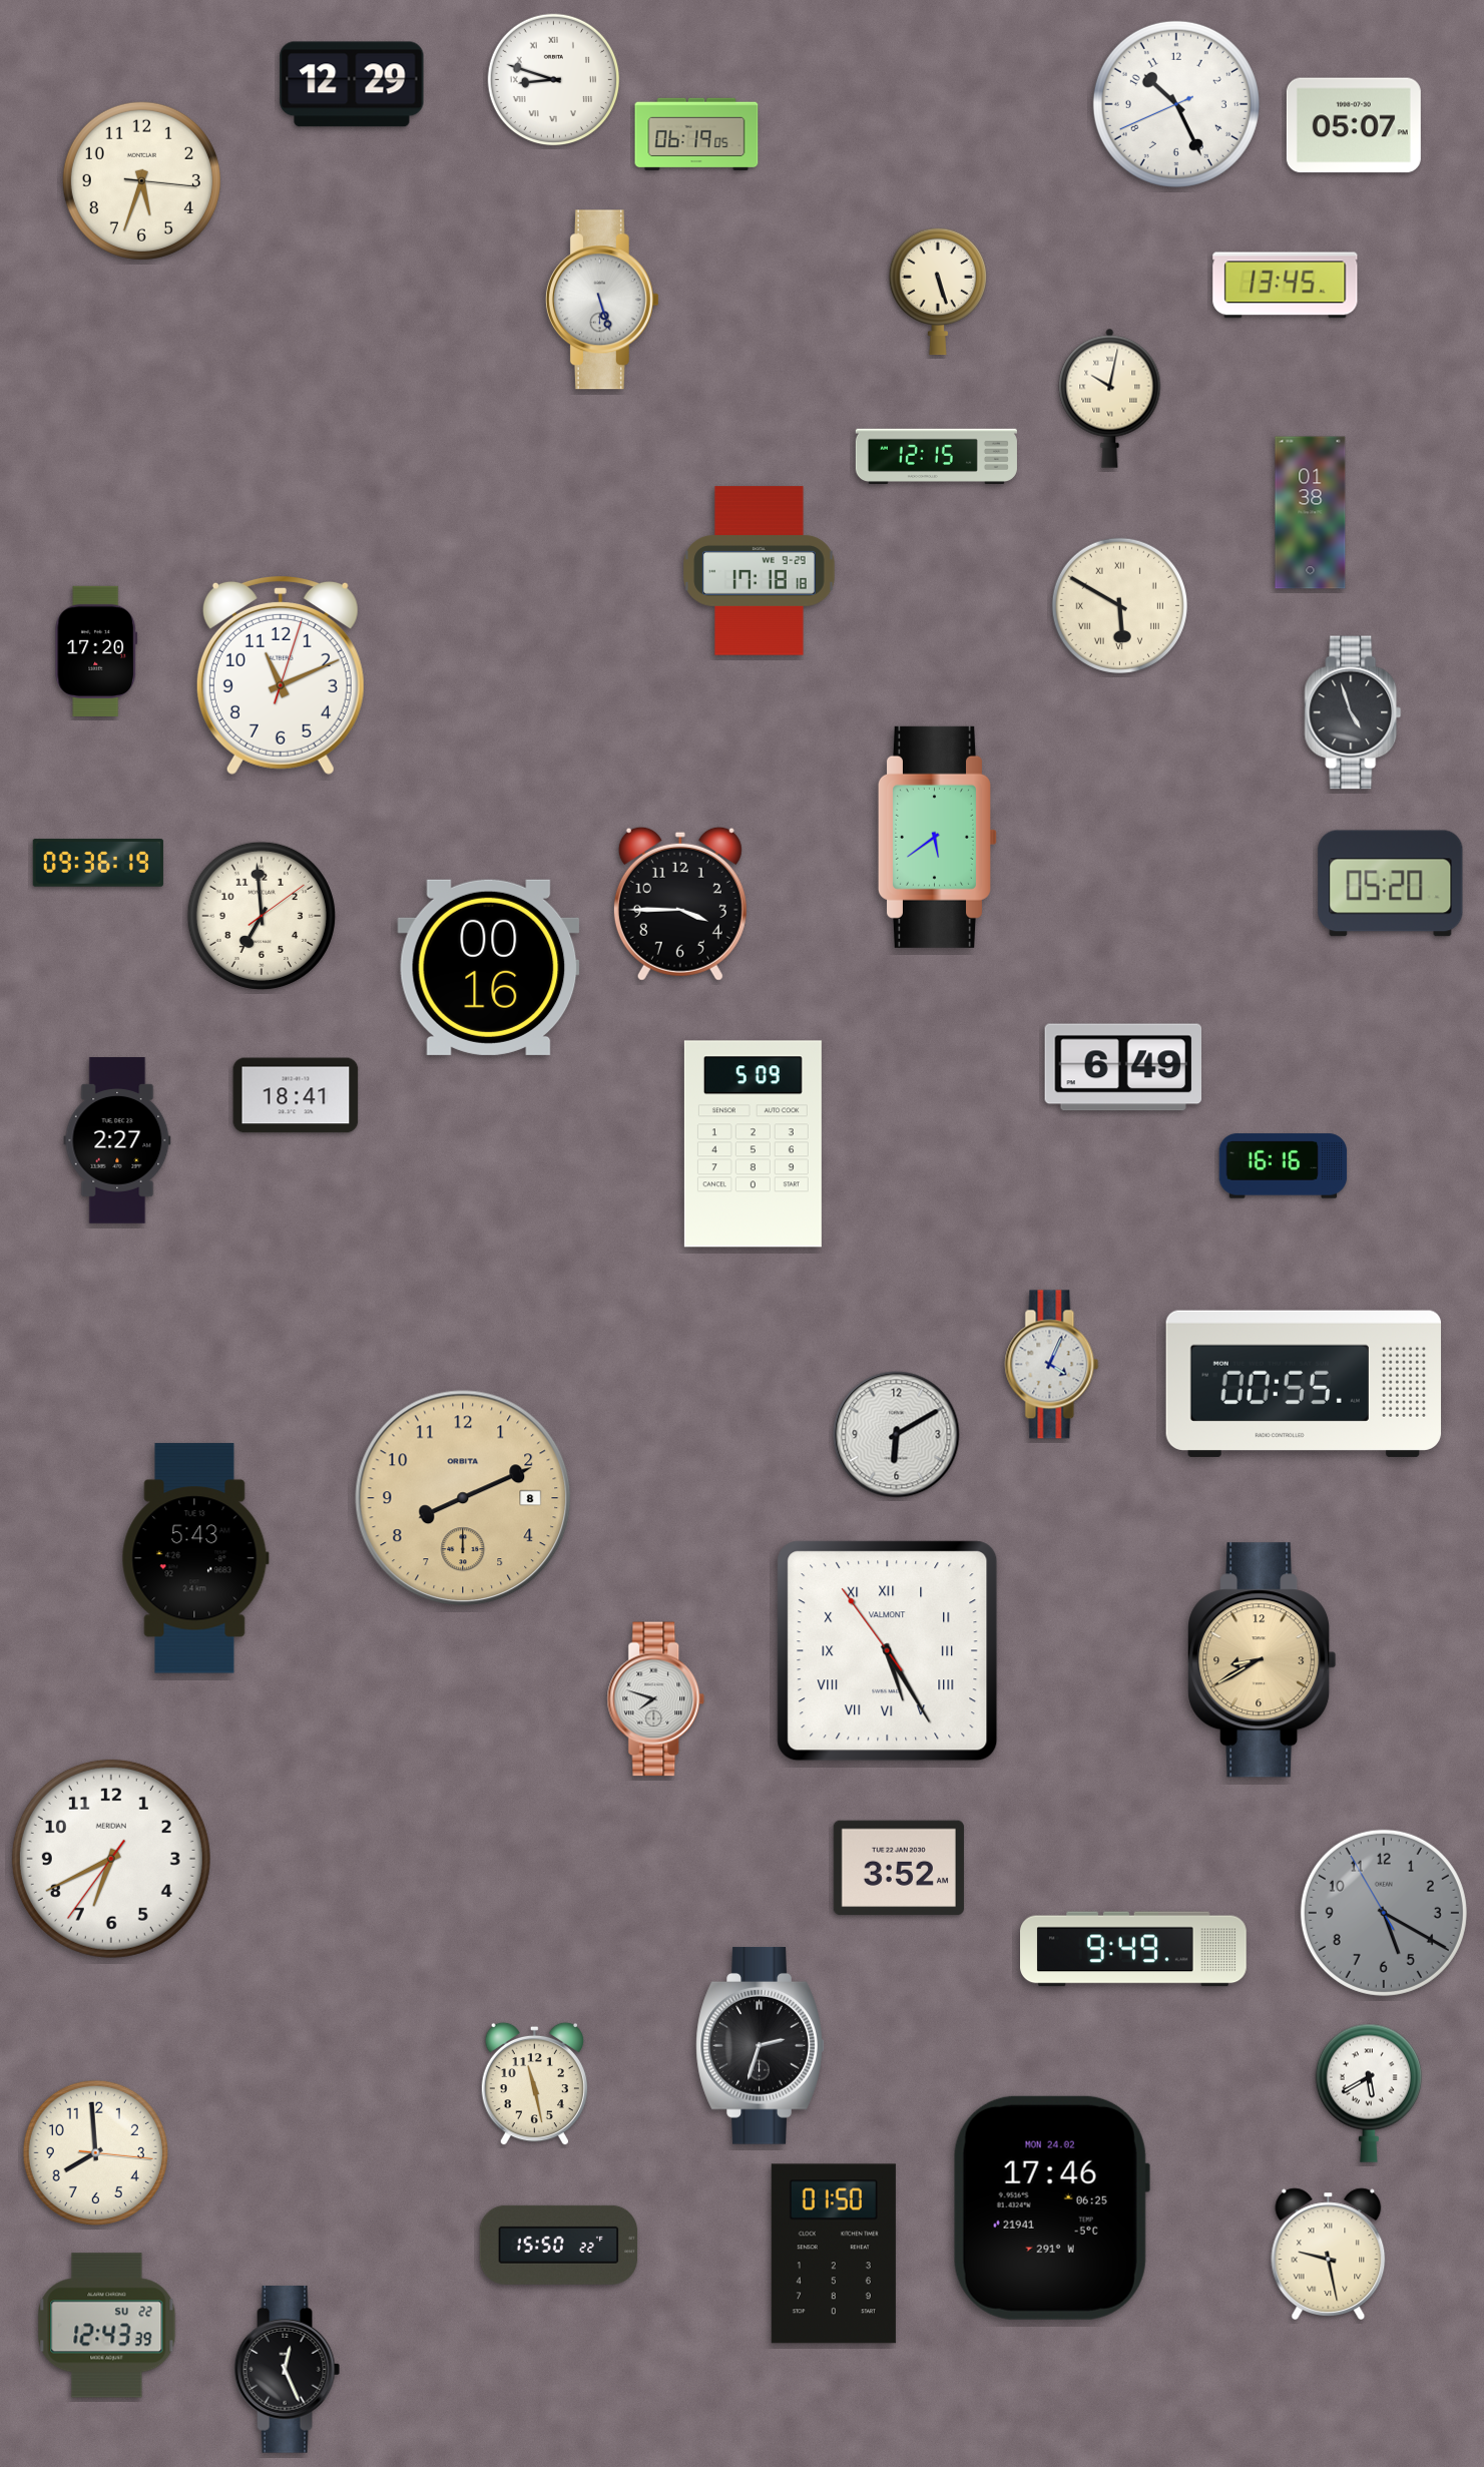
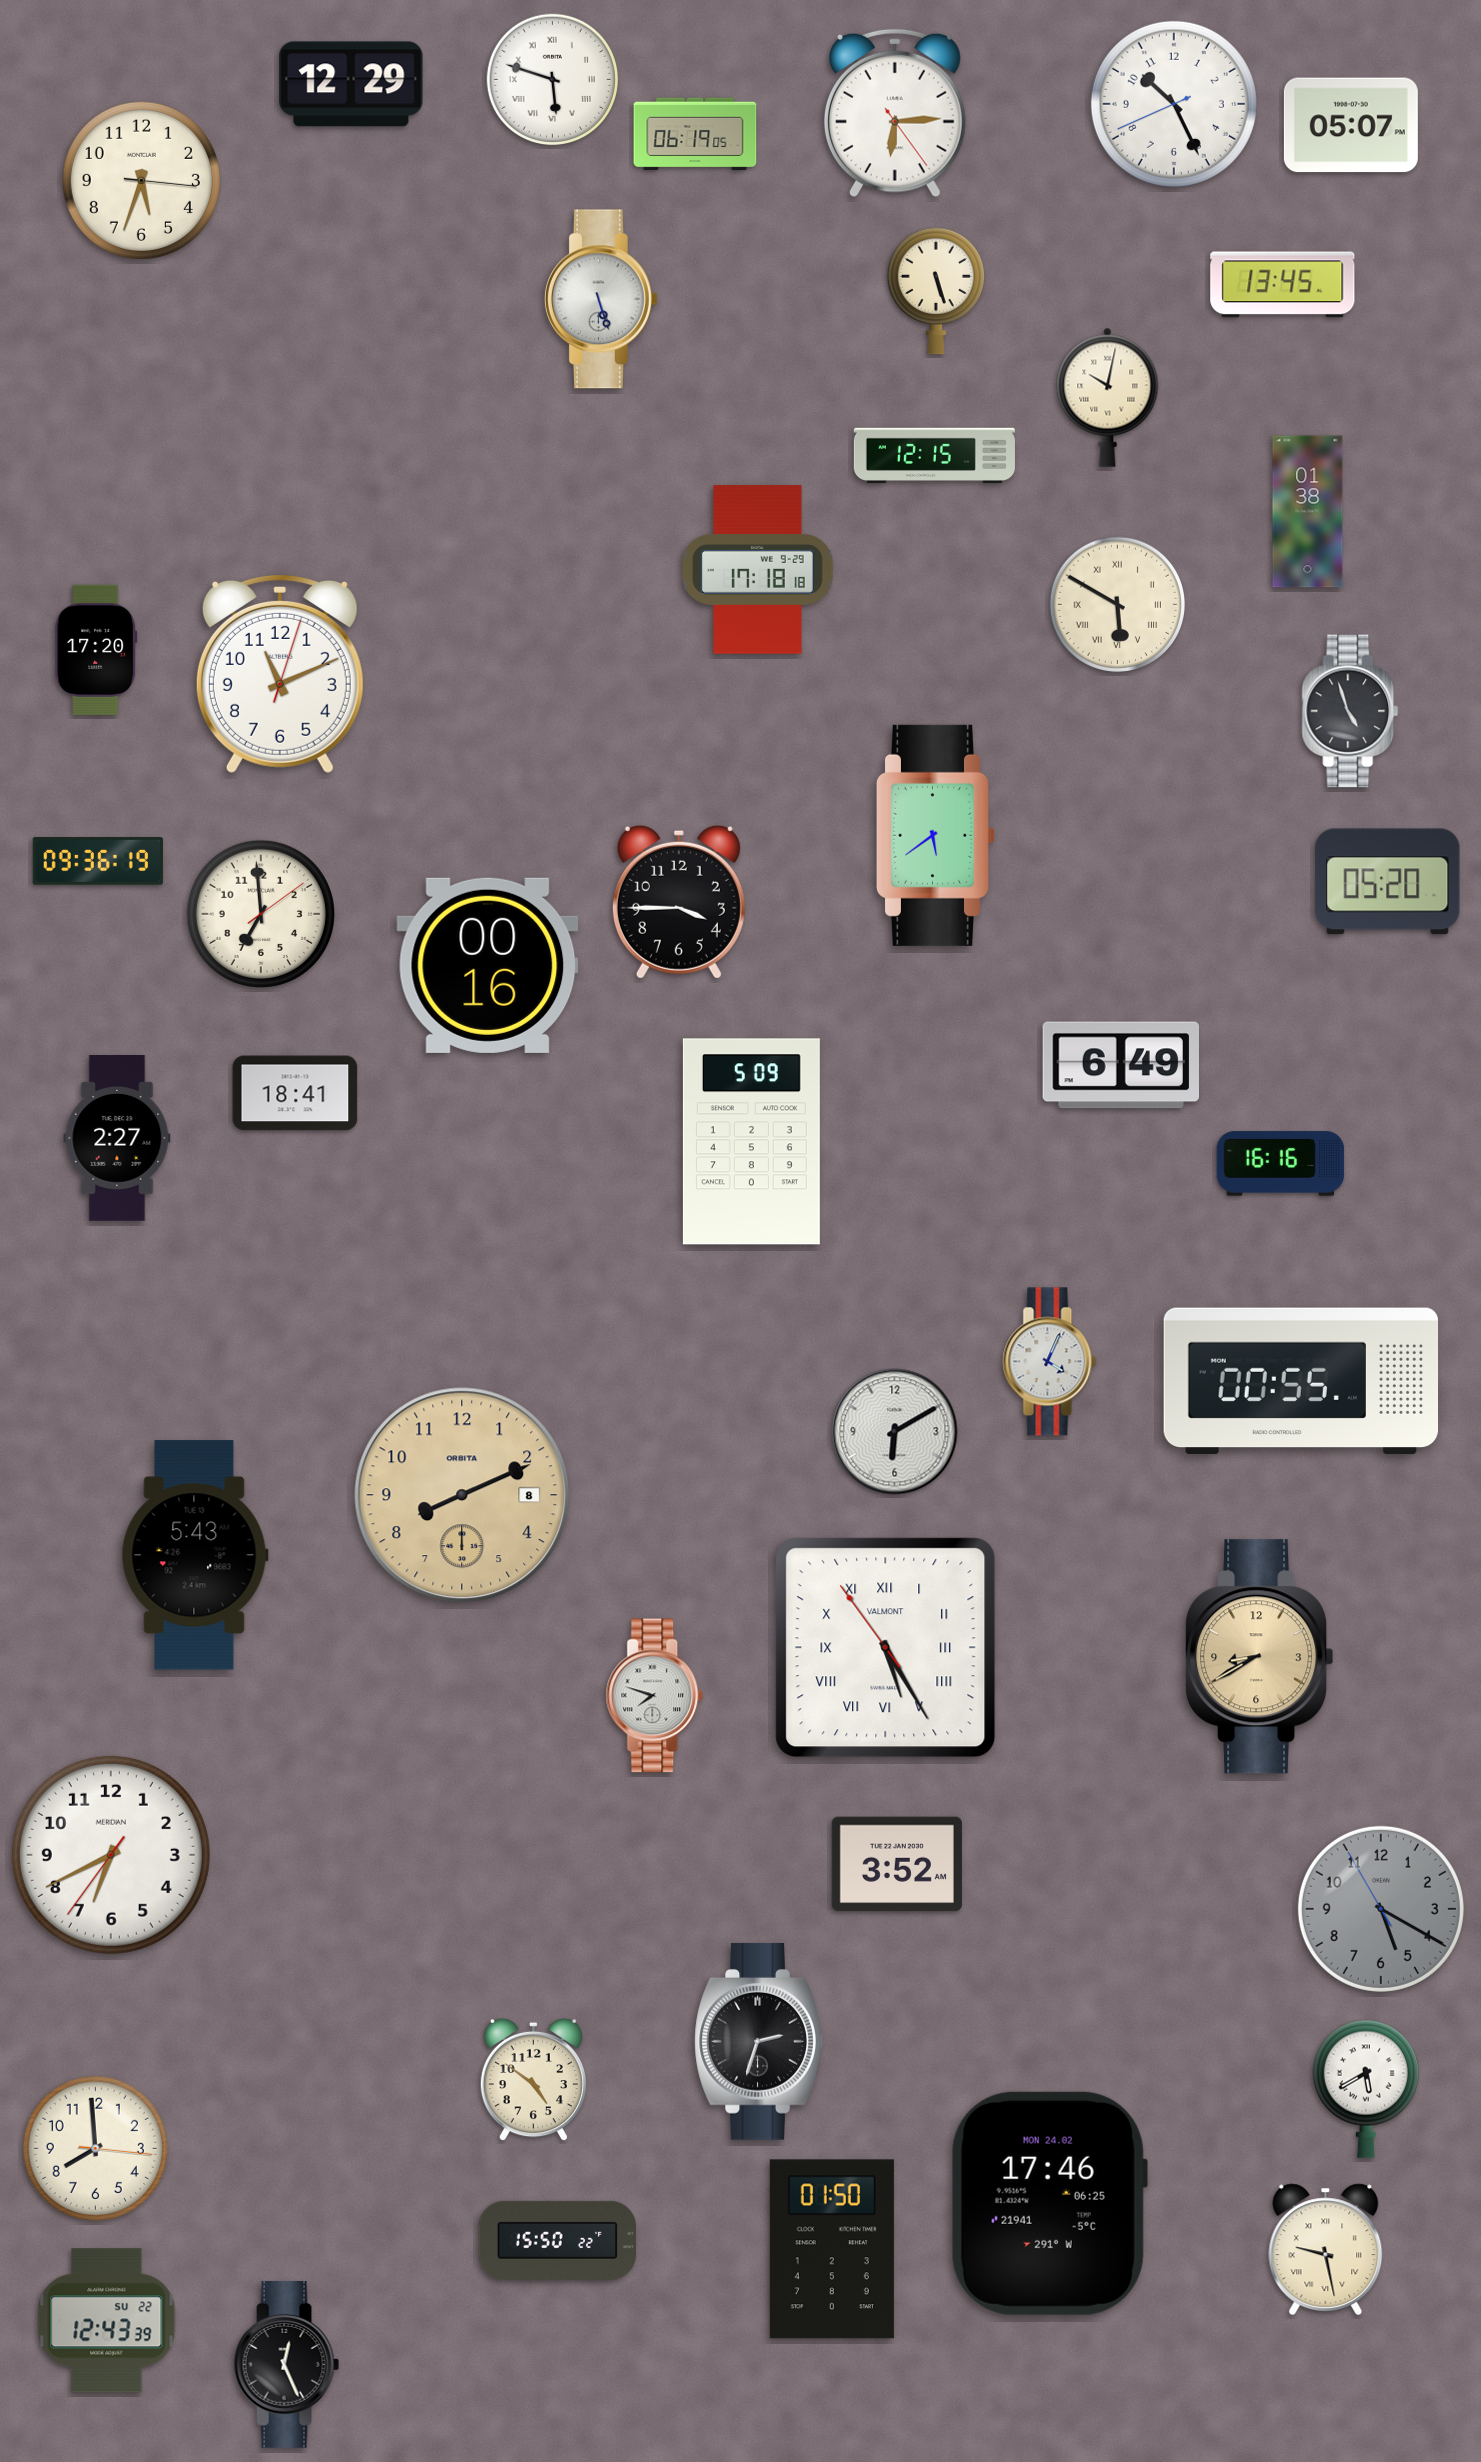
clock at (553, 79): 8:48 -> 5:48
clock at (895, 113): none -> 6:14
clock at (1134, 1949): 9:49 -> none
clock at (534, 2084): 11:28 -> 4:51
